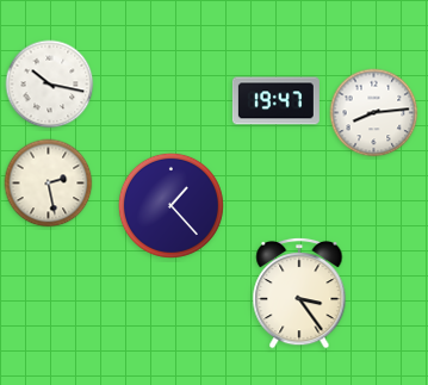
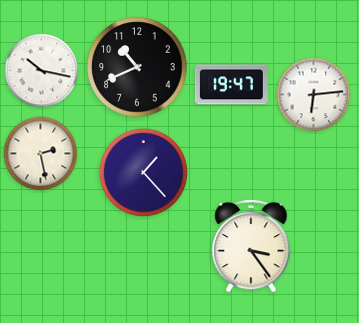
clock at (137, 67): none -> 10:41
clock at (374, 113): 8:14 -> 6:14
